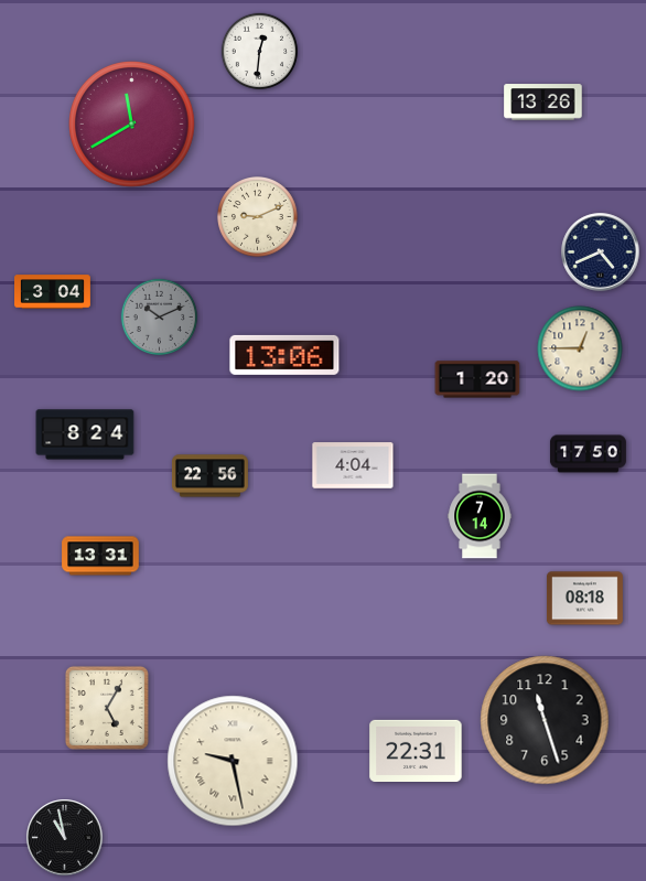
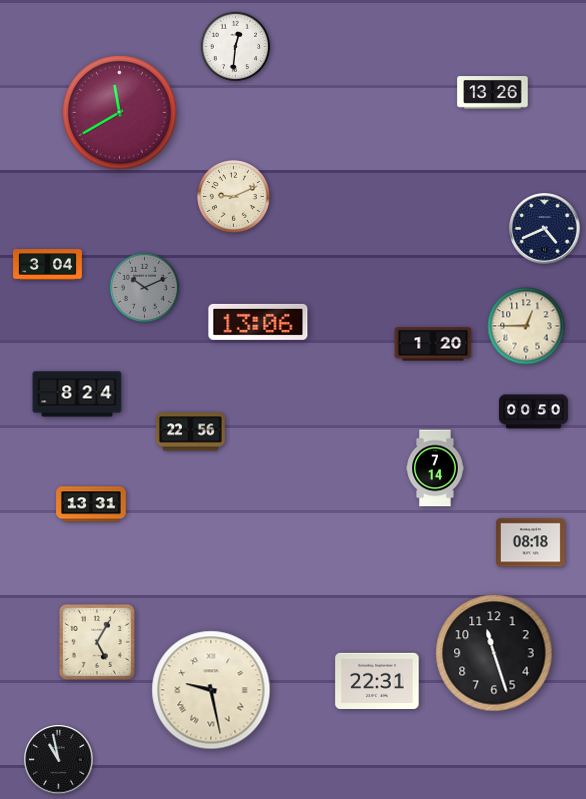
clock at (580, 348) position: (580, 348) -> (526, 326)
clock at (588, 454): 17:50 -> 00:50
clock at (353, 465): 4:04 -> none
